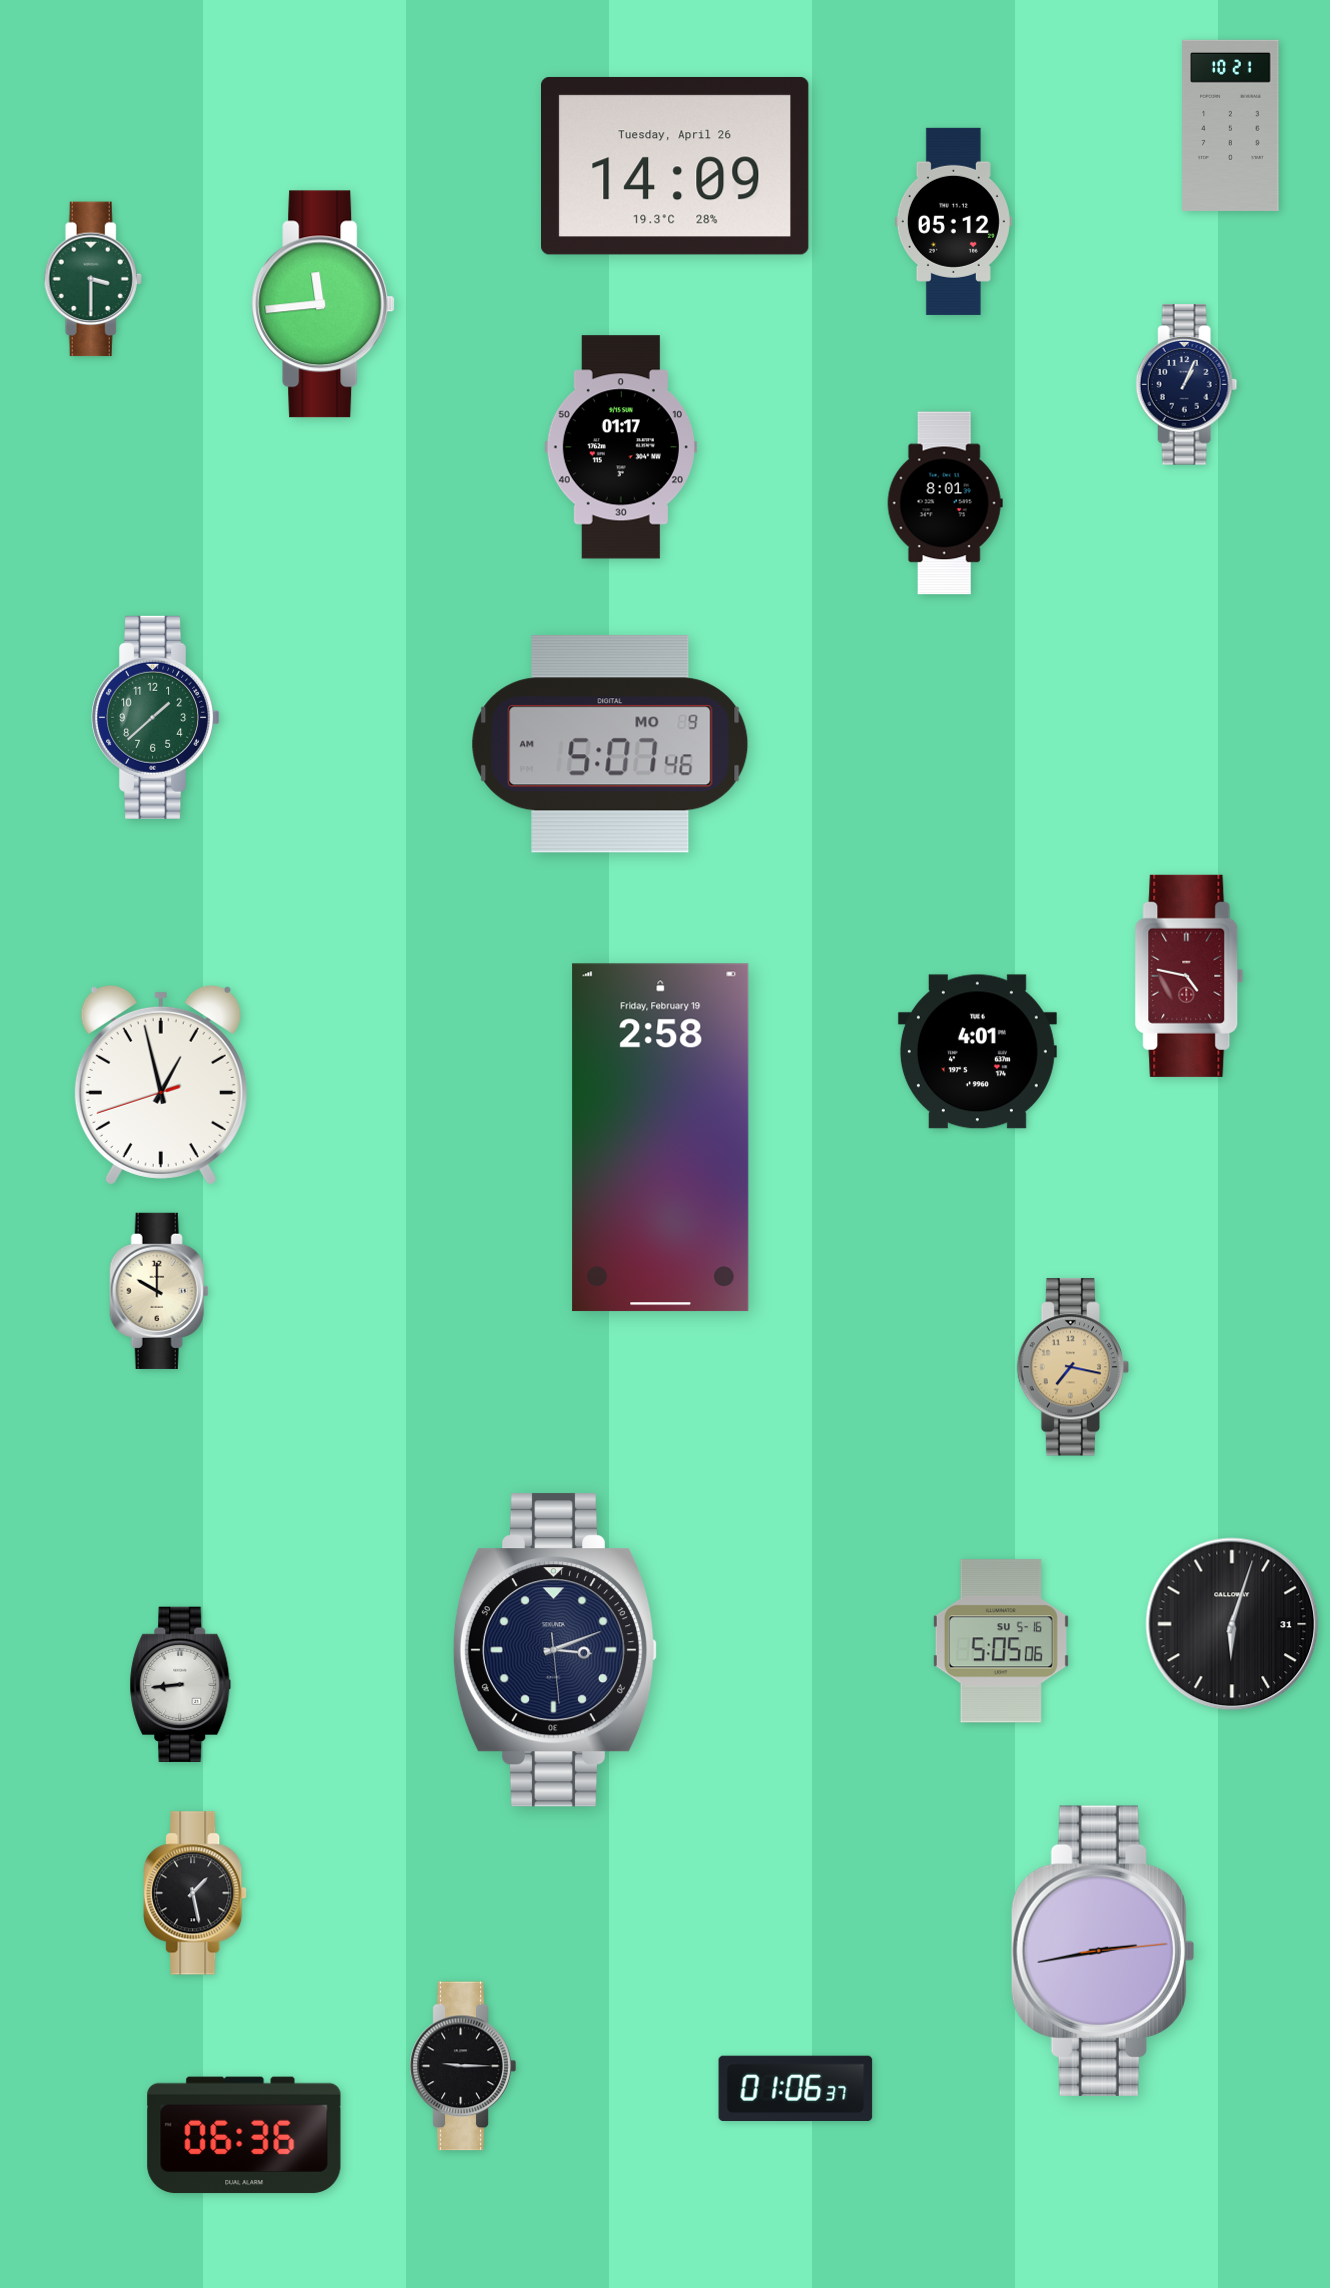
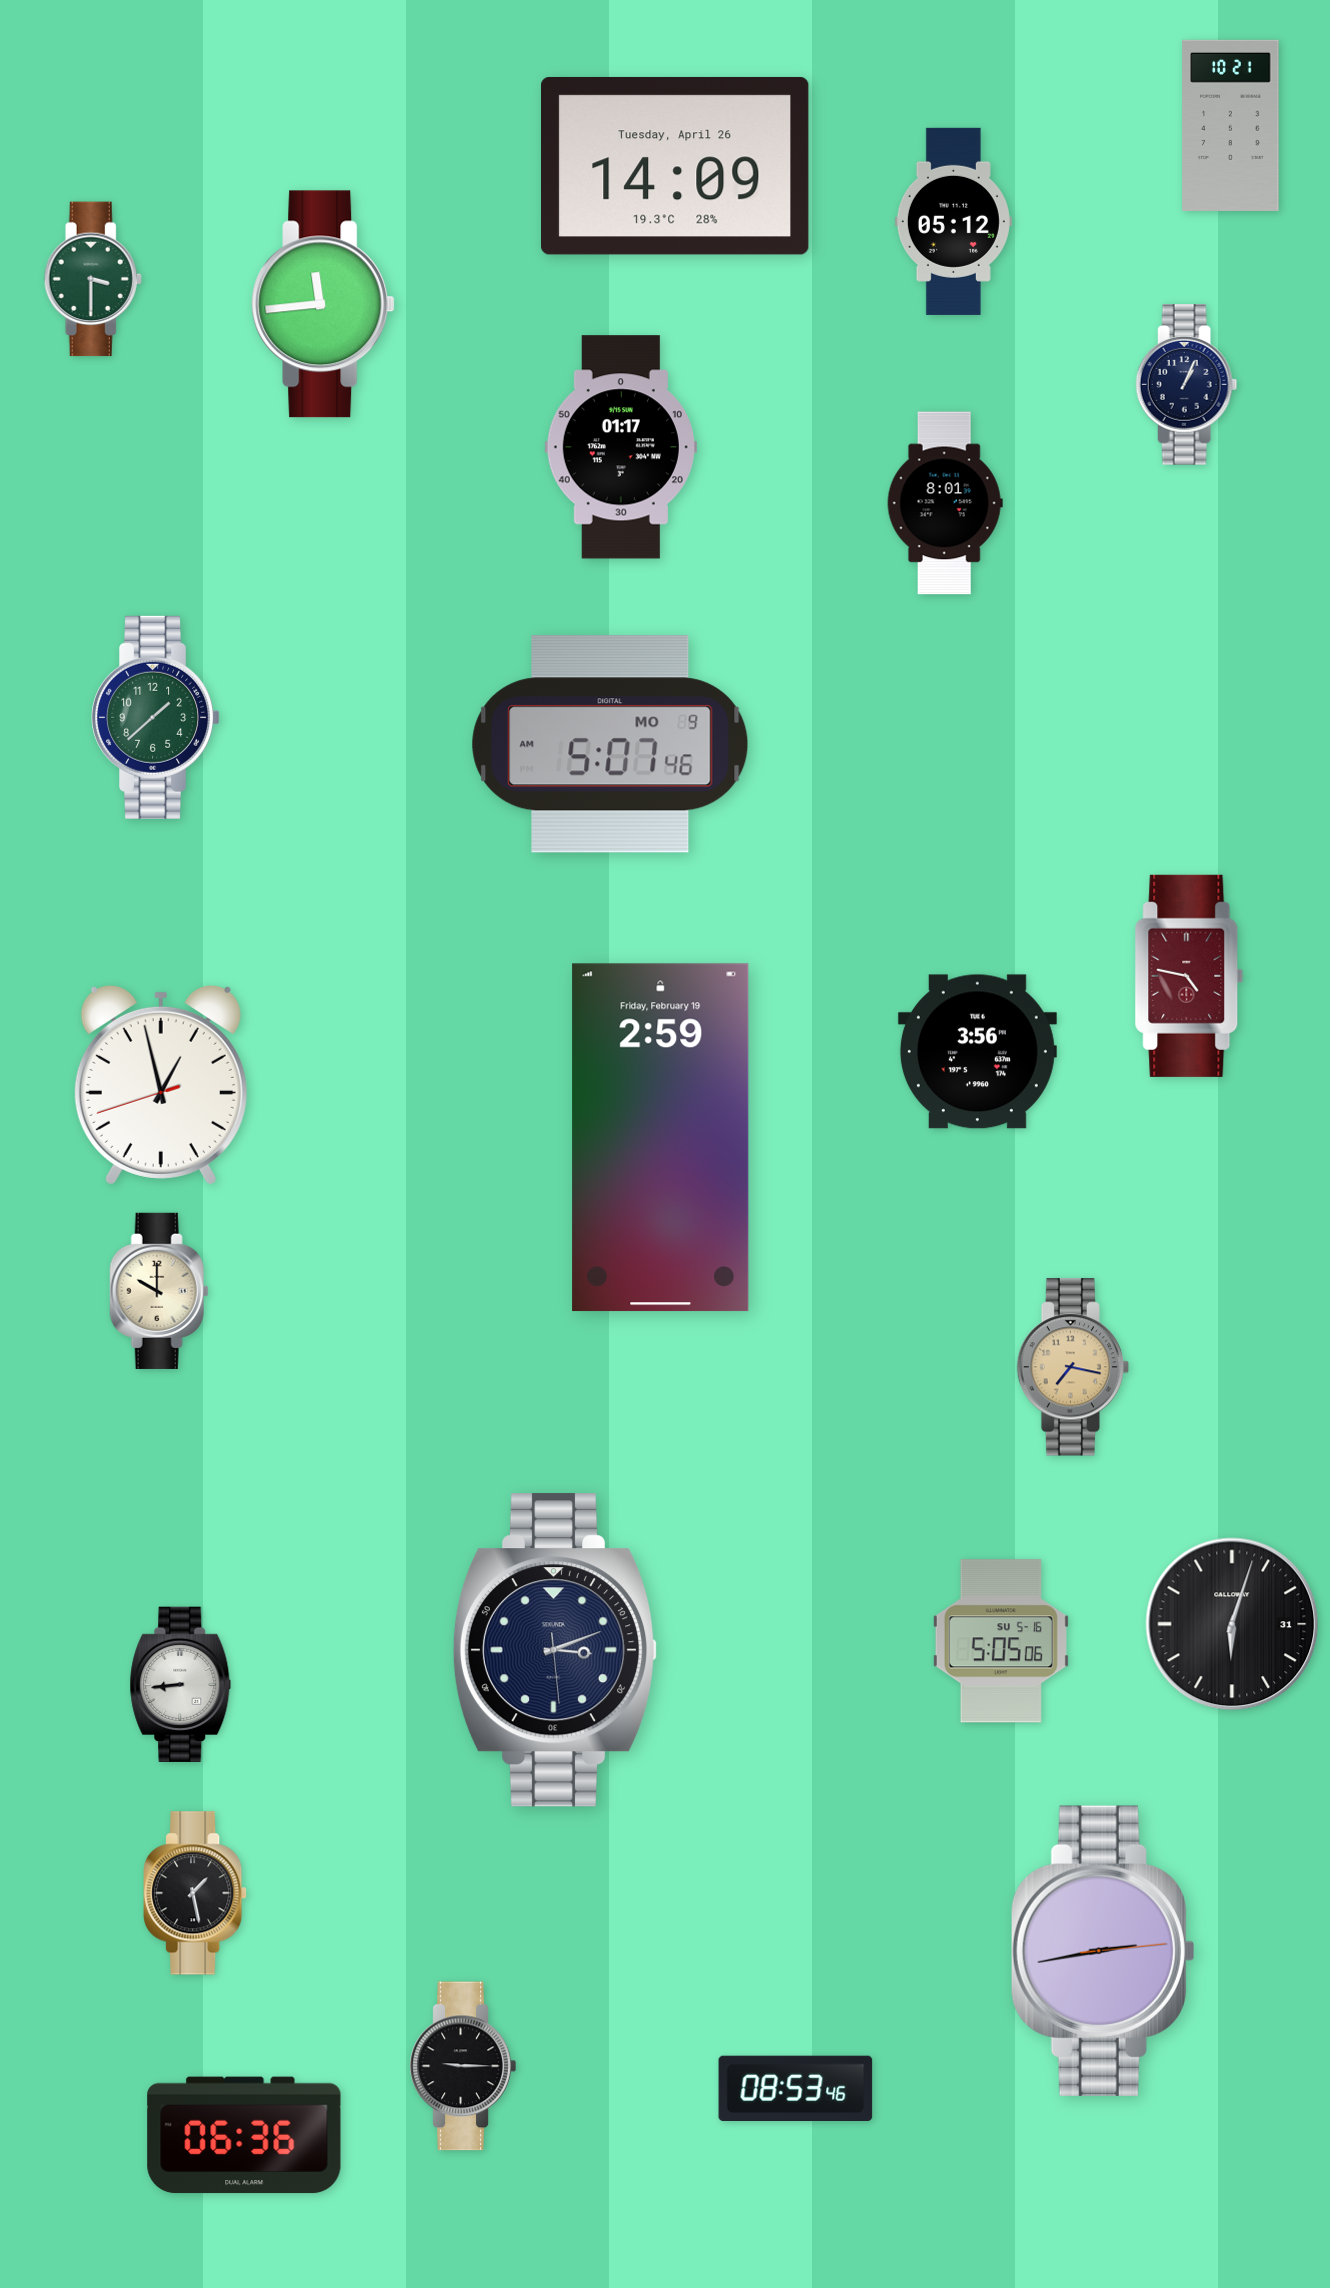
clock at (977, 1052): 4:01 -> 3:56
clock at (661, 1138): 2:58 -> 2:59
clock at (796, 2089): 01:06 -> 08:53
